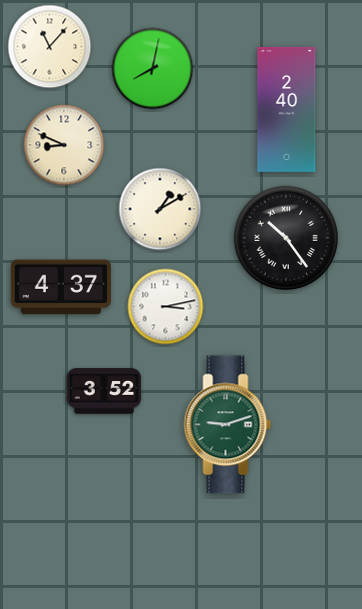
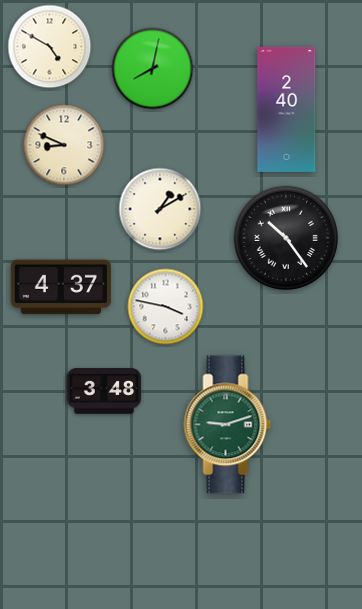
clock at (50, 47): 11:07 -> 4:50
clock at (166, 307): 3:13 -> 3:47
clock at (104, 391): 3:52 -> 3:48
